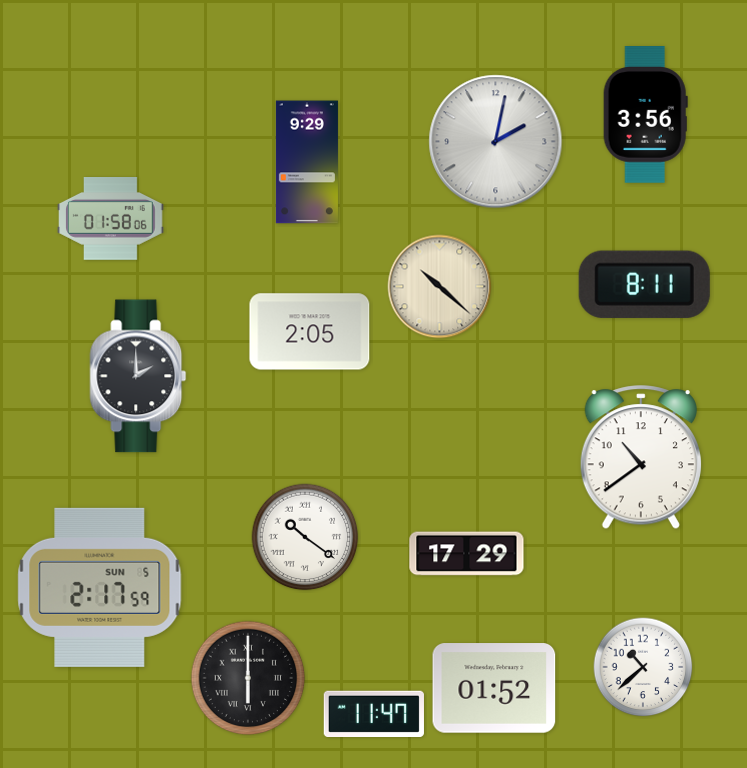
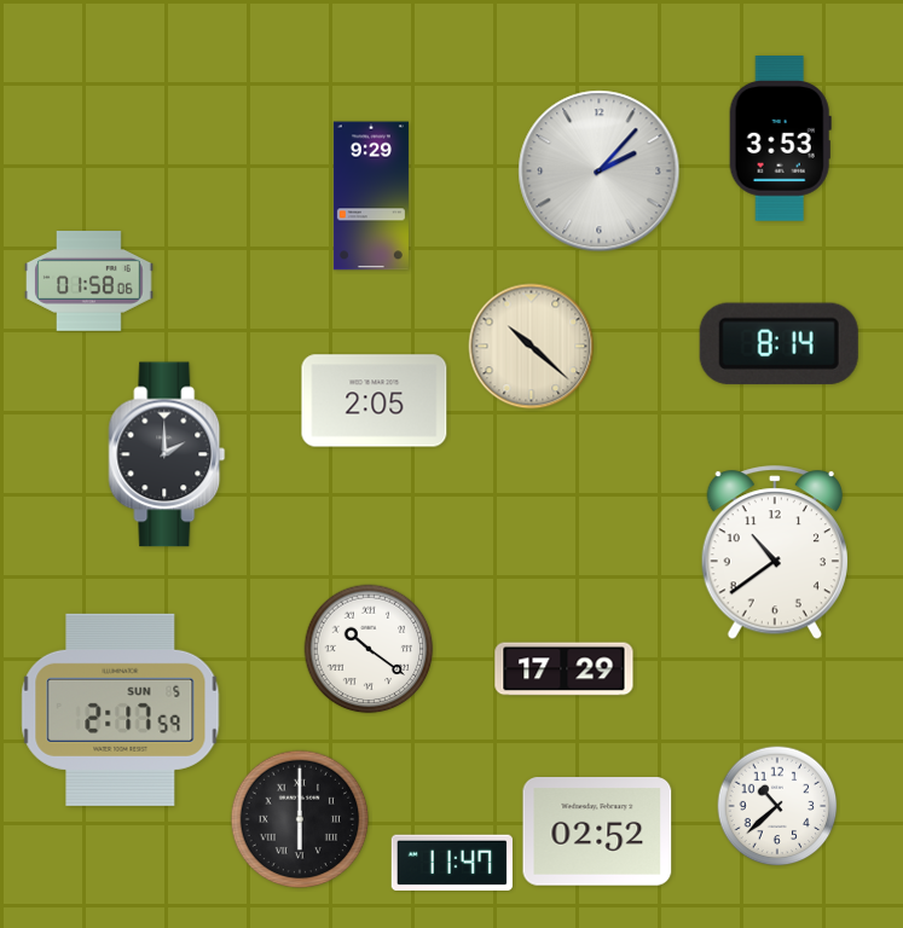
clock at (645, 115): 3:56 -> 3:53
clock at (496, 142): 2:02 -> 2:07
clock at (111, 219) position: (111, 219) -> (89, 282)
clock at (644, 284): 8:11 -> 8:14
clock at (494, 688): 01:52 -> 02:52
